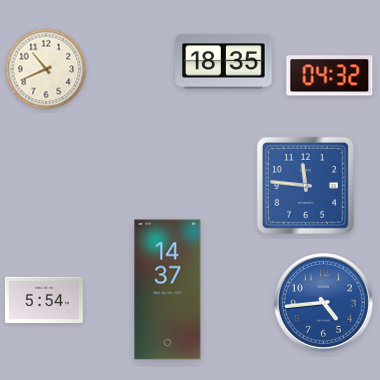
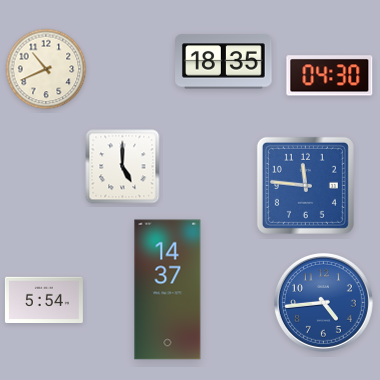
clock at (330, 76): 04:32 -> 04:30
clock at (123, 167): none -> 5:00
